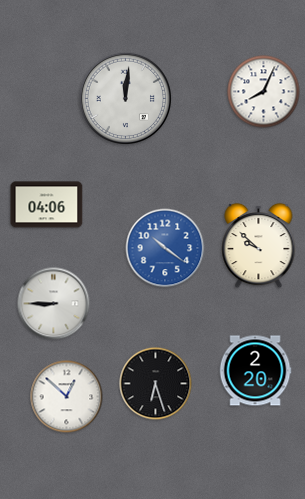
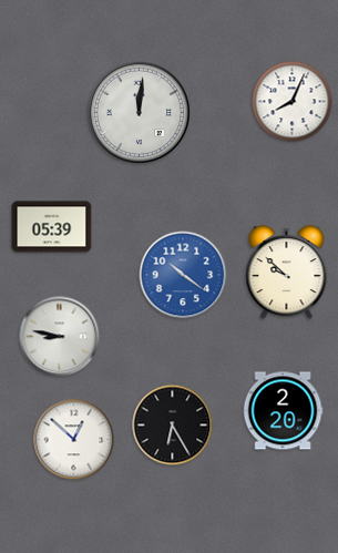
clock at (125, 98) position: (125, 98) -> (139, 112)
clock at (47, 205): 04:06 -> 05:39
clock at (54, 304): 8:45 -> 8:47
clock at (156, 384): 6:27 -> 6:25
